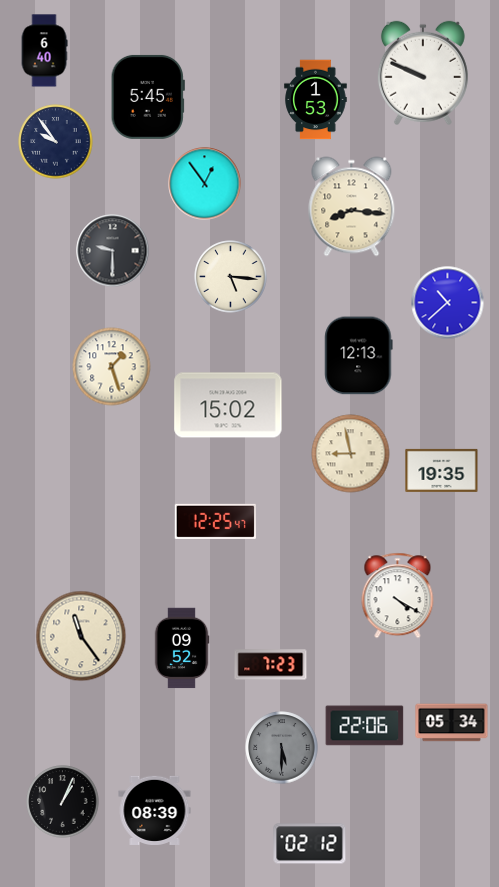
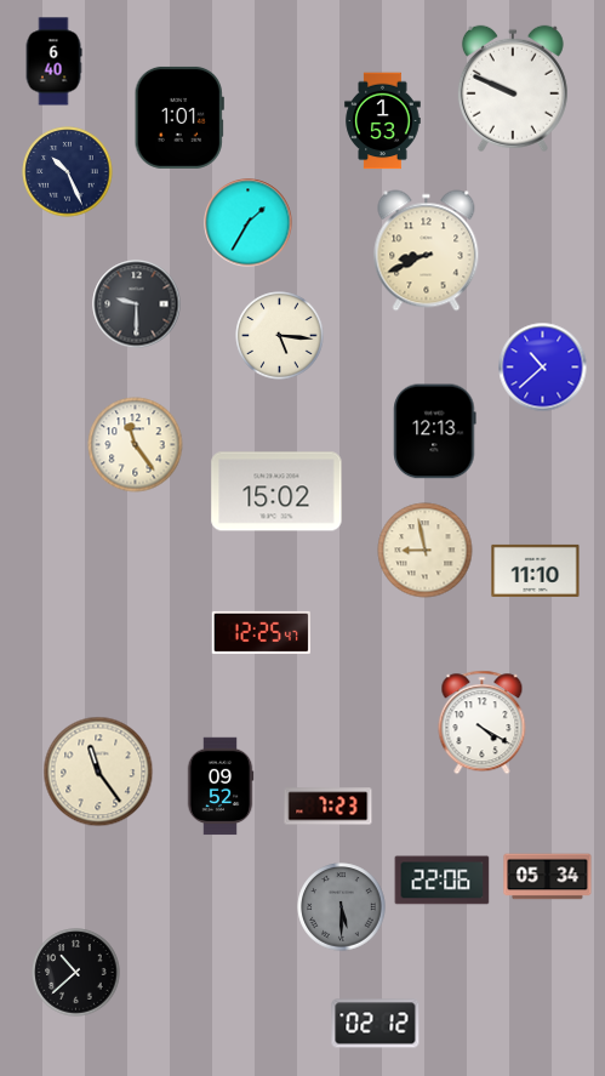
clock at (148, 97): 5:45 -> 1:01
clock at (56, 142): 9:54 -> 10:26
clock at (205, 184): 12:54 -> 1:35
clock at (352, 207): 8:16 -> 8:41
clock at (112, 367): 1:27 -> 11:24
clock at (442, 470): 19:35 -> 11:10
clock at (63, 802): 1:04 -> 10:38
clock at (155, 810): 08:39 -> none
